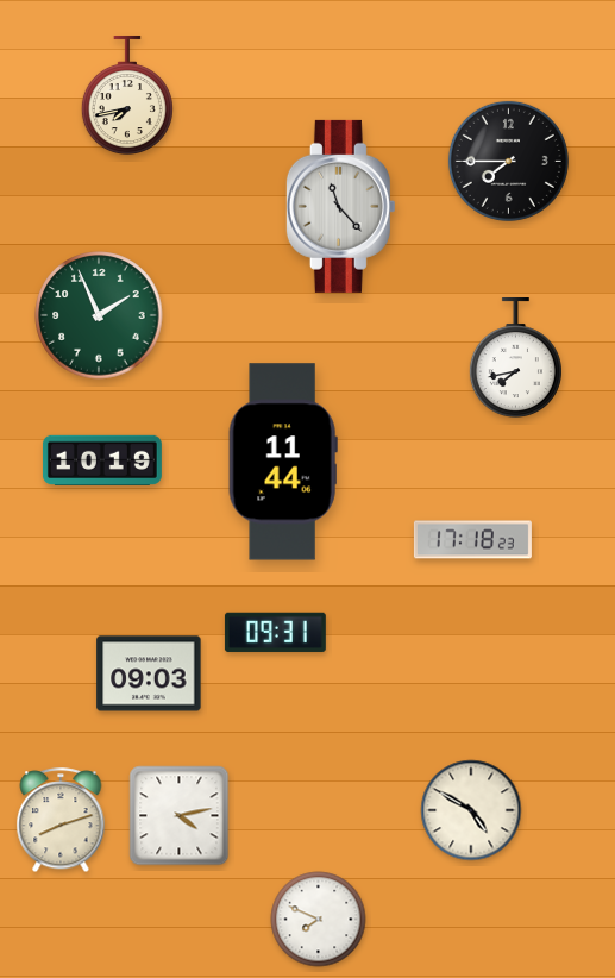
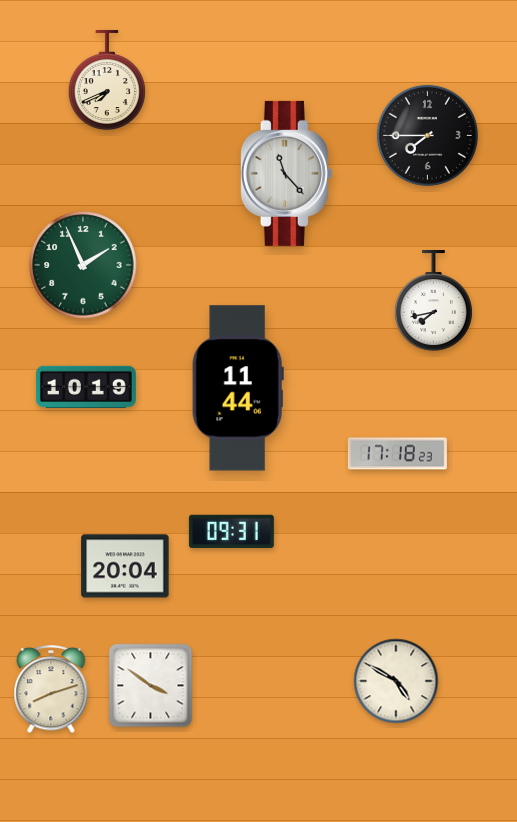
clock at (127, 95): 7:43 -> 7:41
clock at (149, 673): 09:03 -> 20:04
clock at (180, 816): 4:13 -> 3:51
clock at (319, 920): 7:49 -> none
